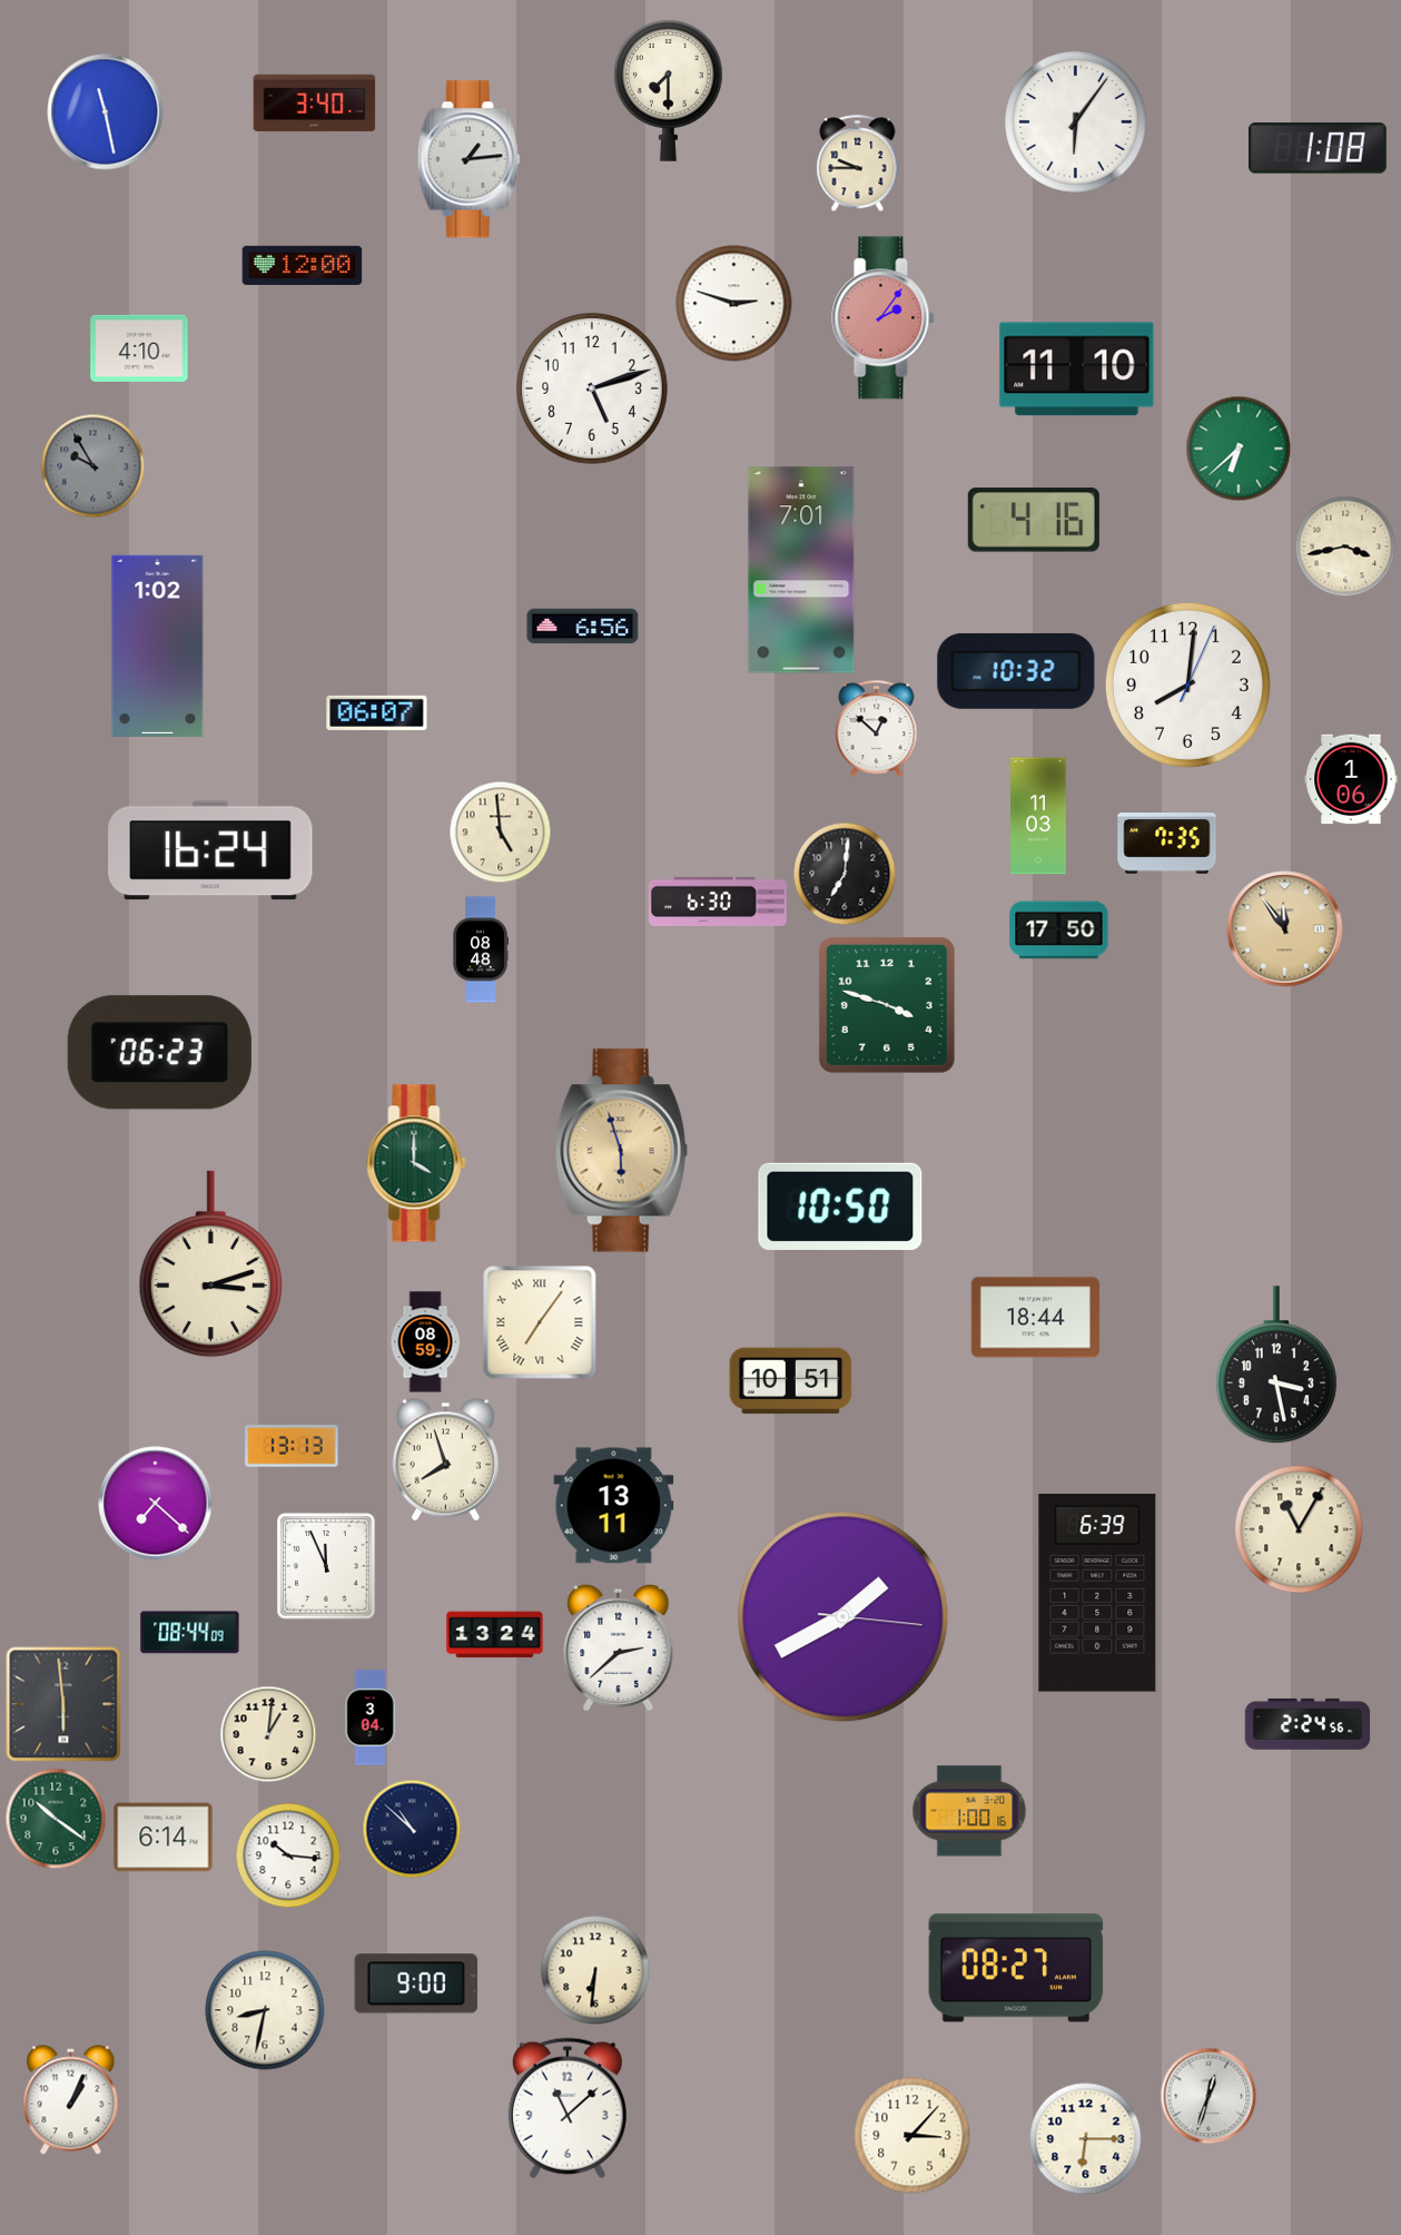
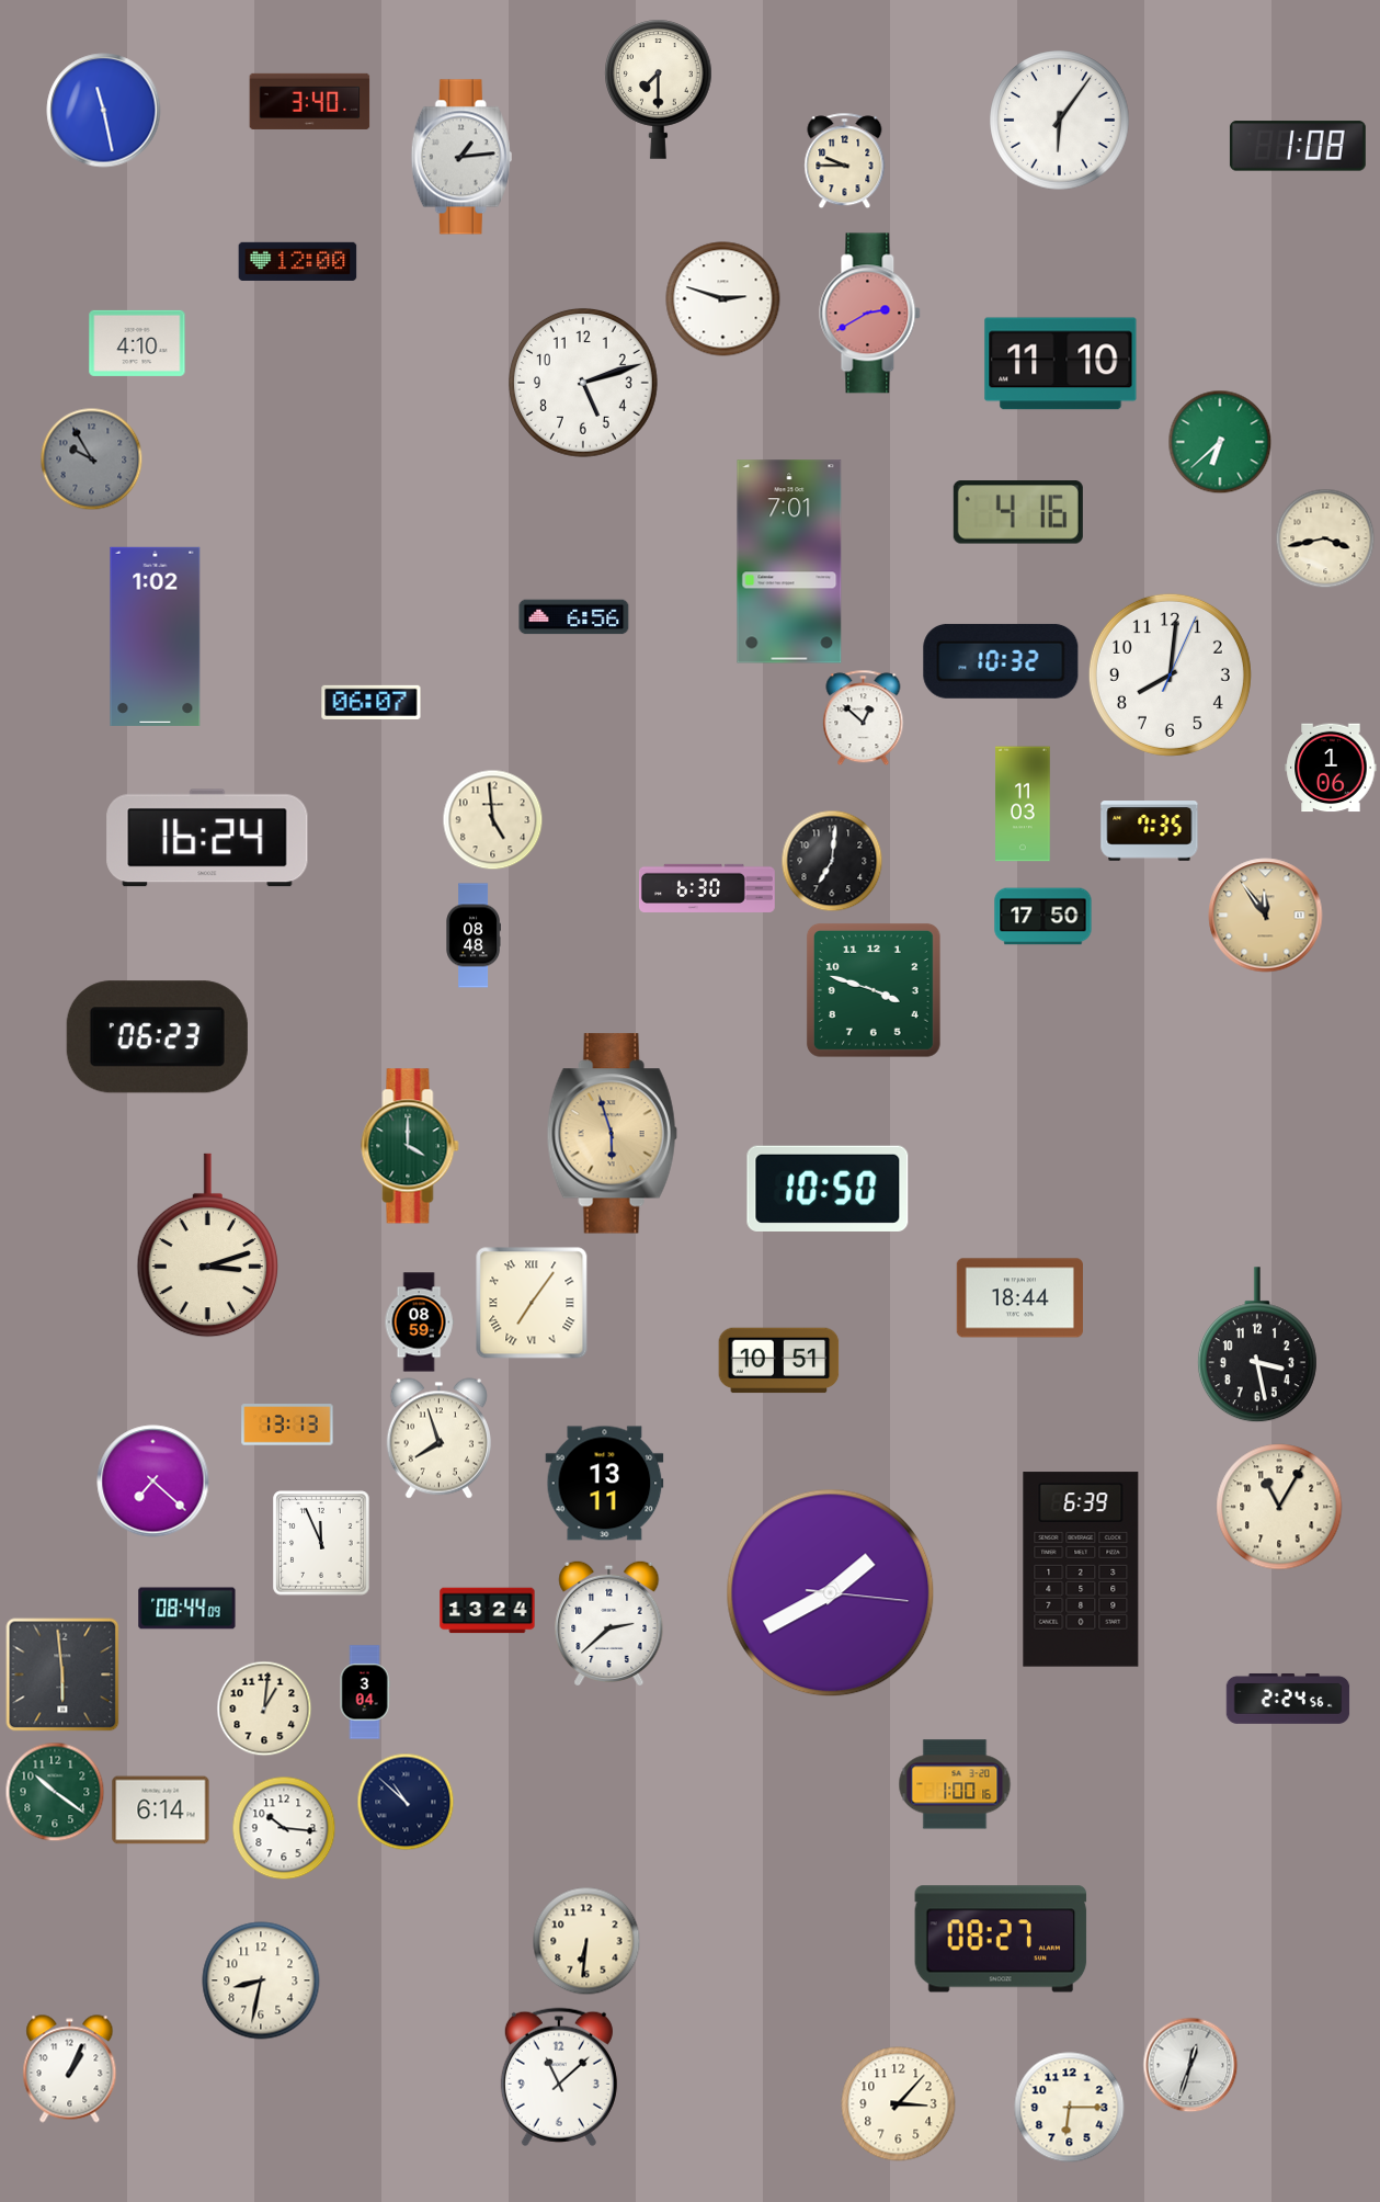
clock at (884, 318): 2:06 -> 2:40
clock at (63, 1704) position: (63, 1704) -> (62, 1675)
clock at (415, 1983): 9:00 -> none
